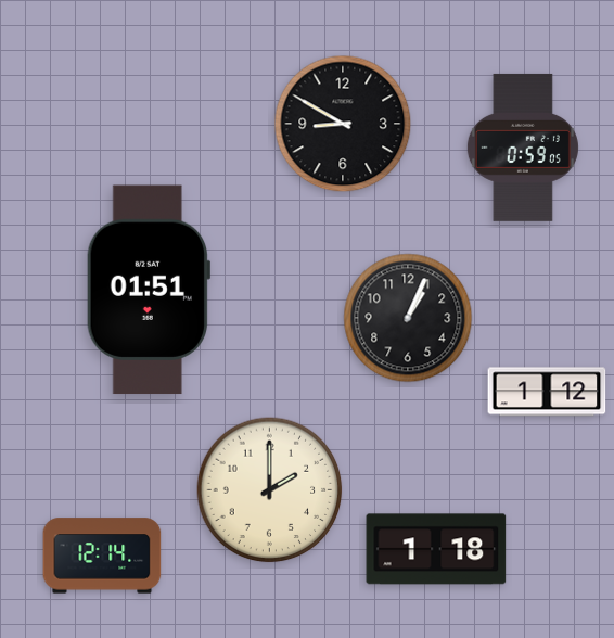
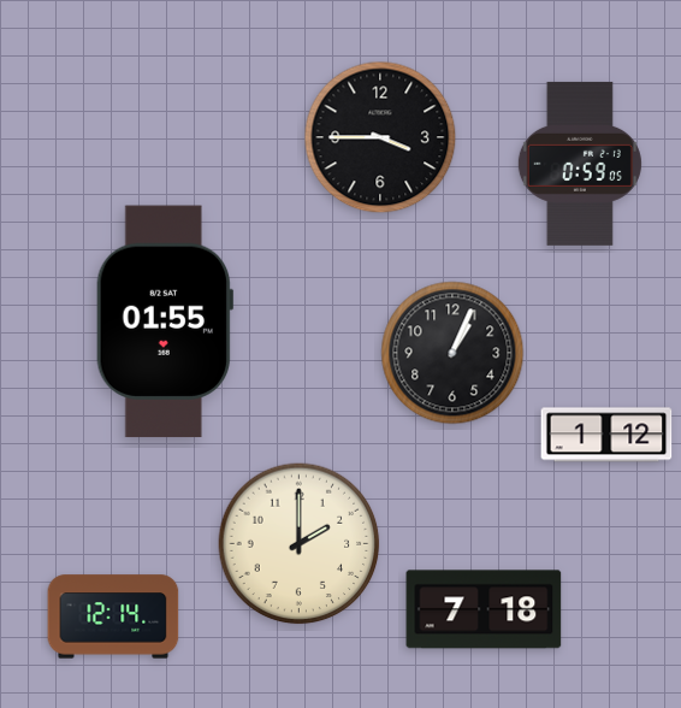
clock at (343, 124): 8:50 -> 3:45
clock at (149, 290): 01:51 -> 01:55
clock at (436, 549): 1:18 -> 7:18
